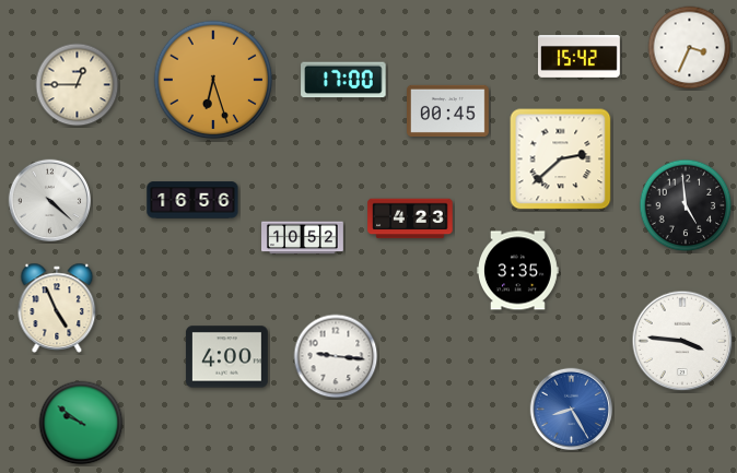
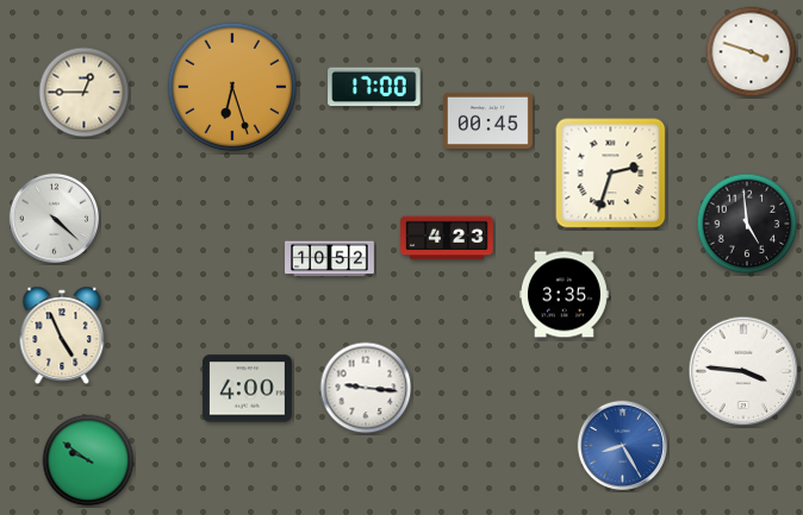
clock at (690, 48): 3:34 -> 3:48
clock at (580, 57): 15:42 -> none
clock at (561, 159): 2:38 -> 2:33
clock at (192, 200): 16:56 -> none
